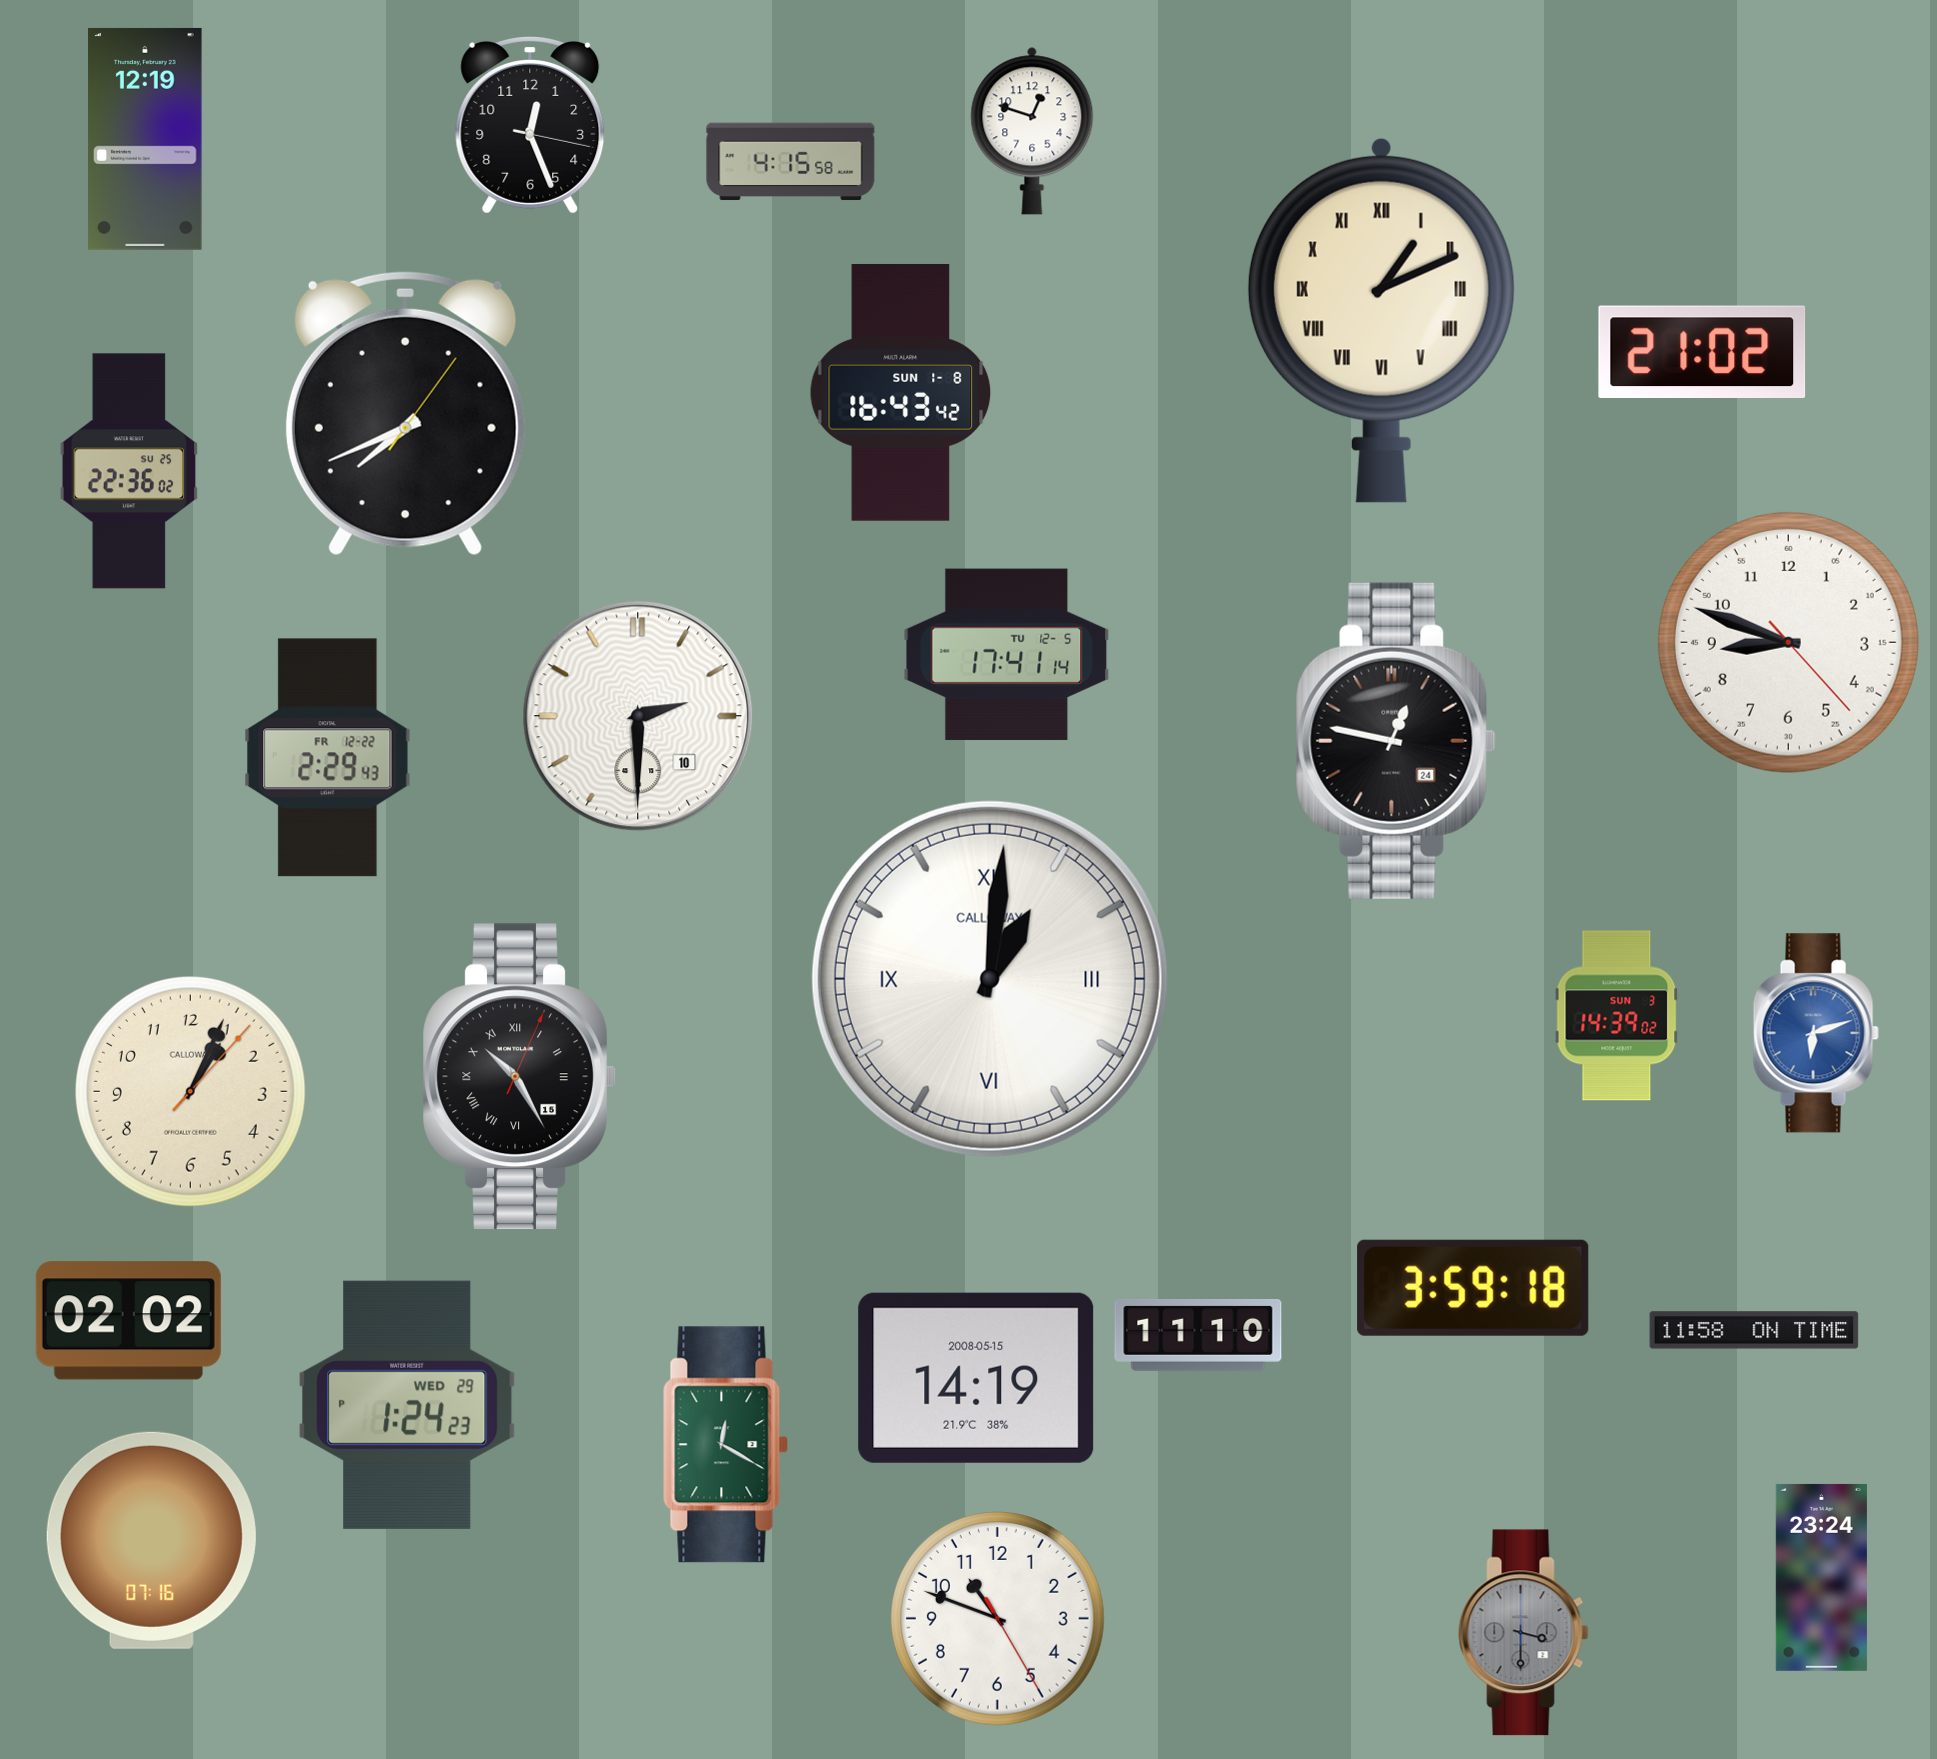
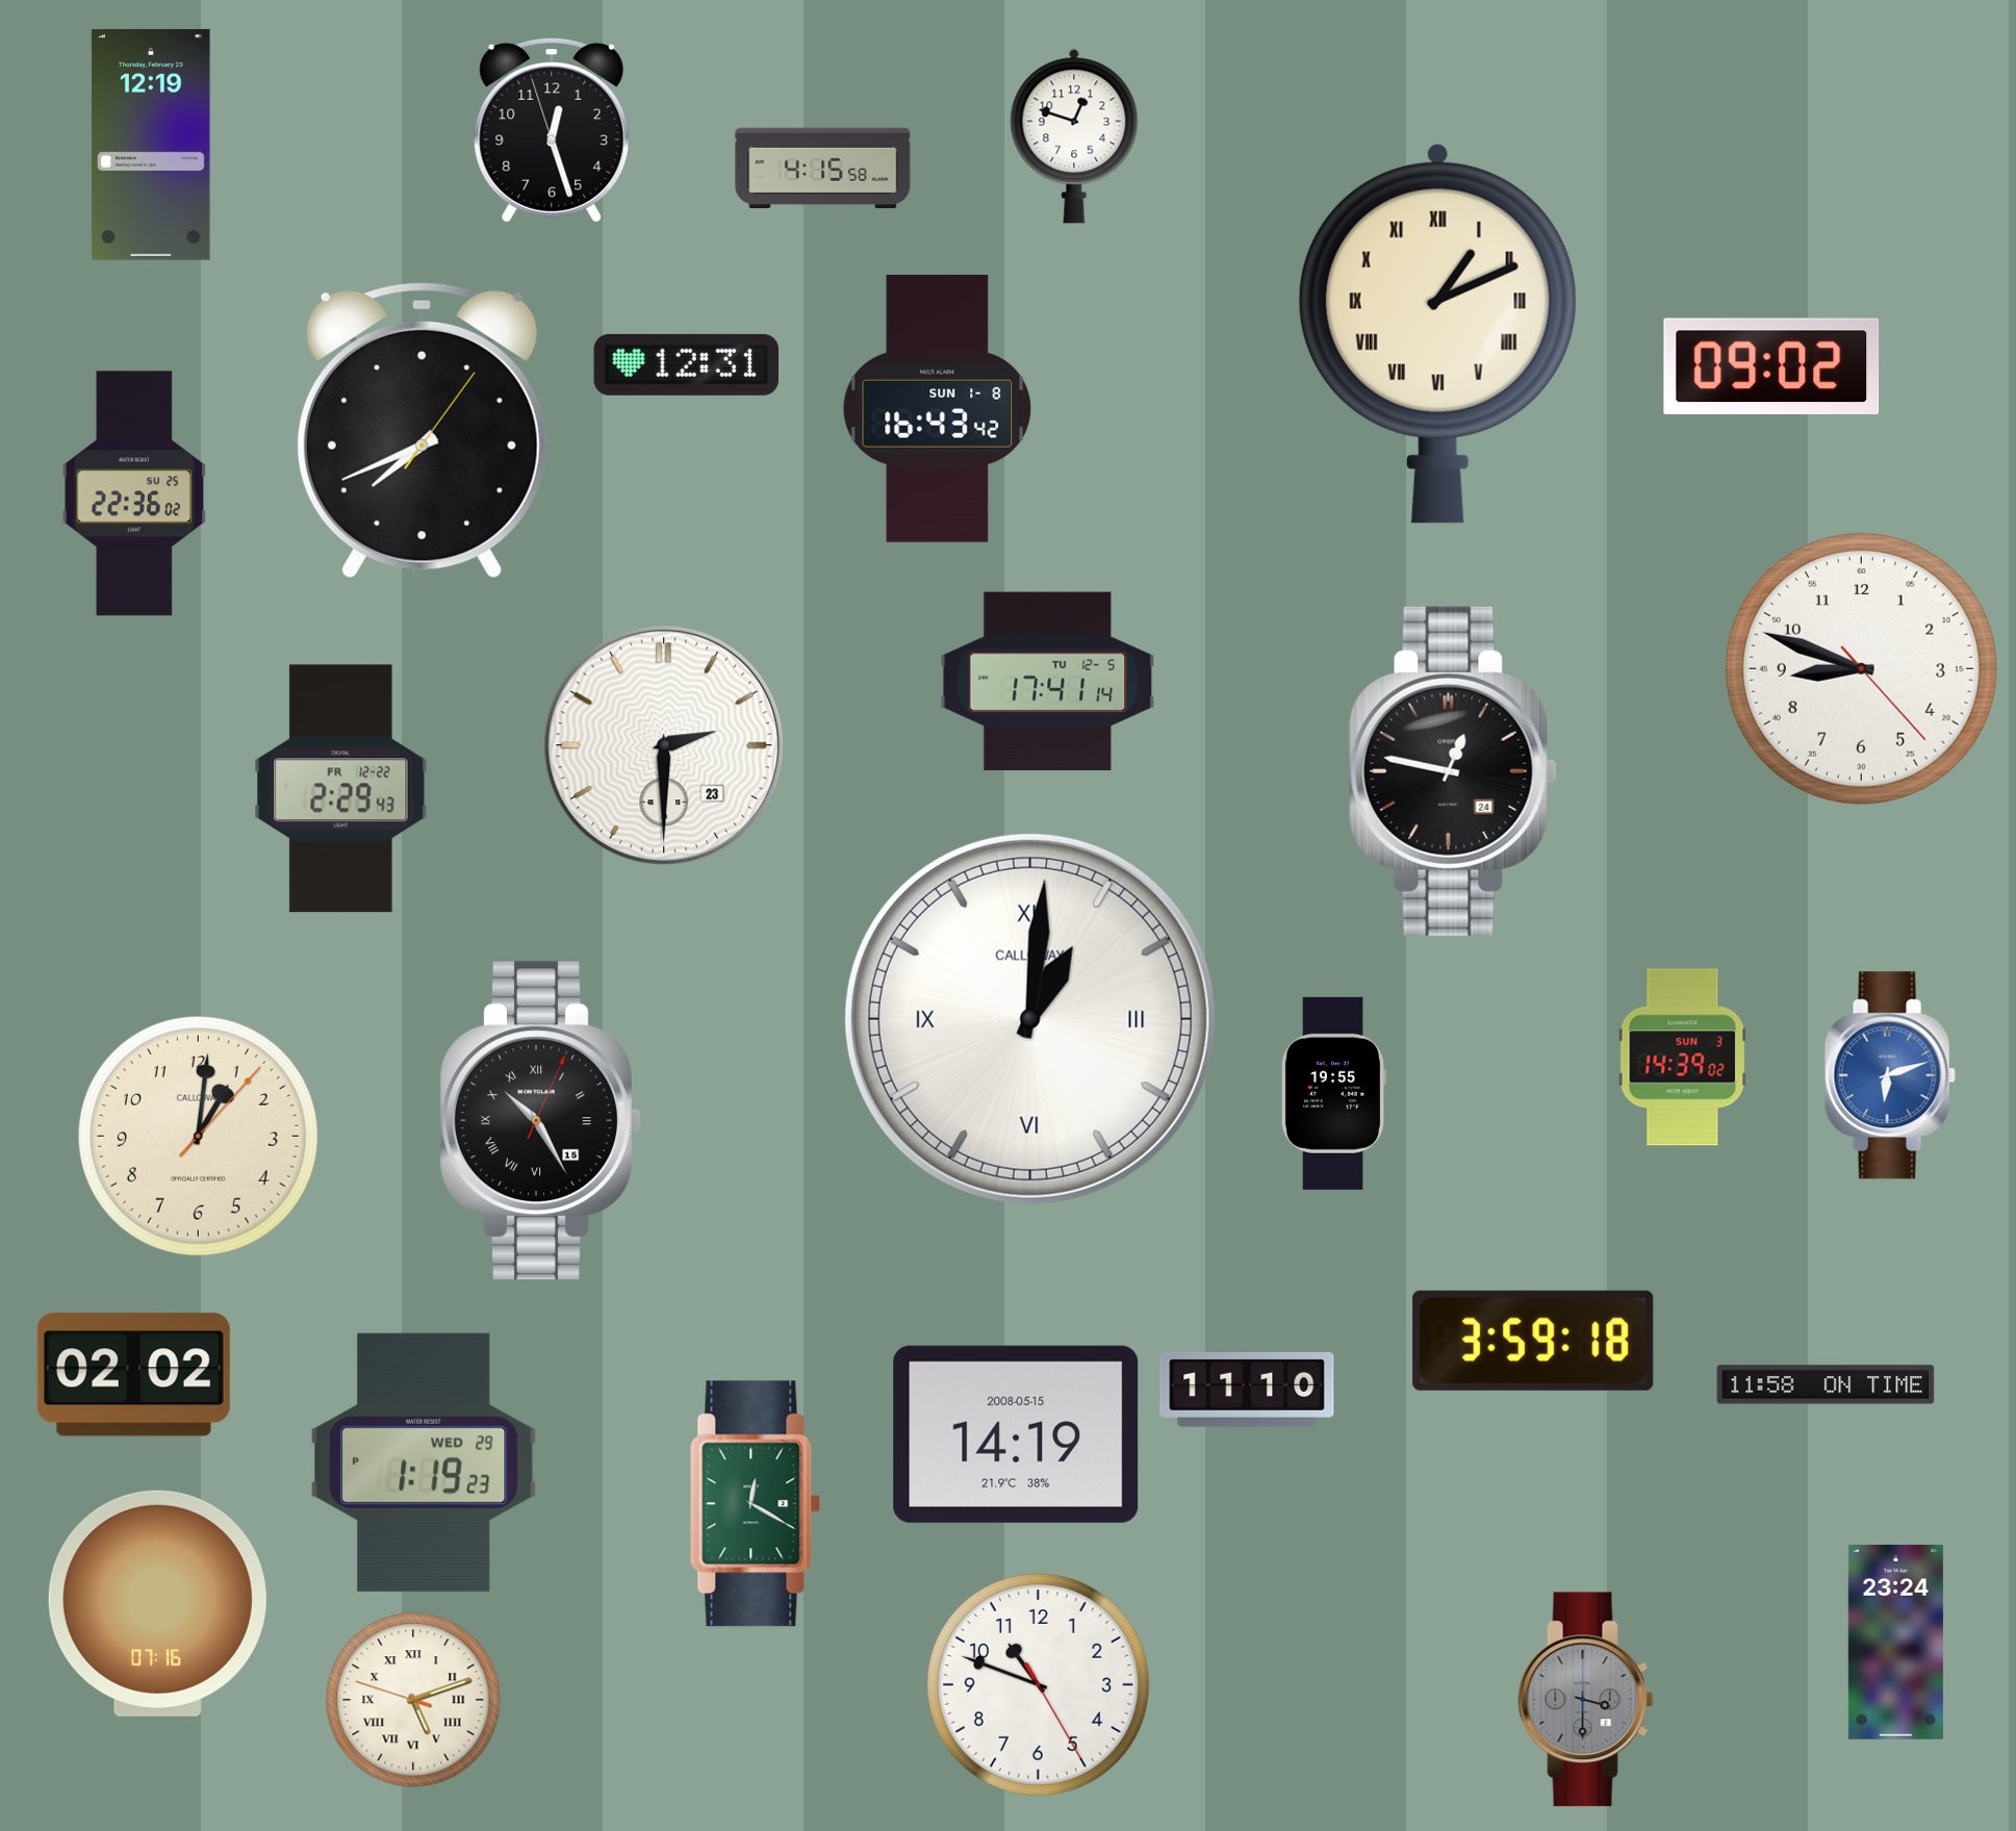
clock at (530, 125): 12:26:17 -> 12:26:57
clock at (686, 364): none -> 12:31
clock at (1702, 352): 21:02 -> 09:02
clock at (129, 471) position: (129, 471) -> (134, 493)
clock at (638, 716) date: 10 -> 23
clock at (1333, 1093): none -> 19:55
clock at (190, 1091): 1:04 -> 1:01
clock at (407, 1405): 1:24 -> 1:19
clock at (413, 1700): none -> 5:11
